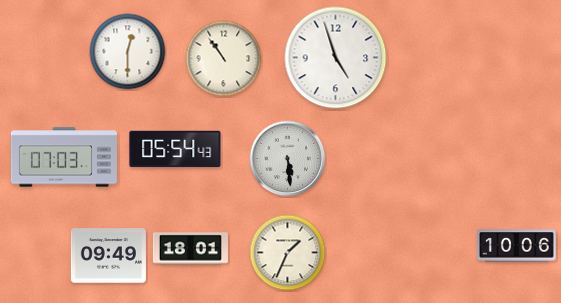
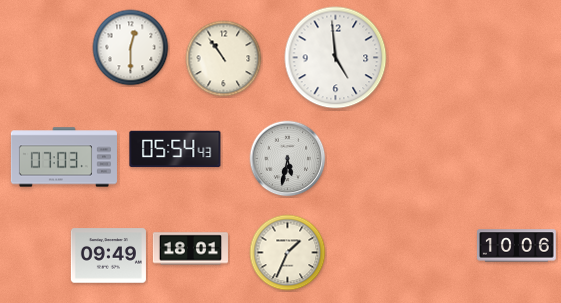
clock at (128, 52) position: (128, 52) -> (131, 48)
clock at (336, 58): 4:57 -> 4:59
clock at (288, 159): 5:29 -> 5:32
